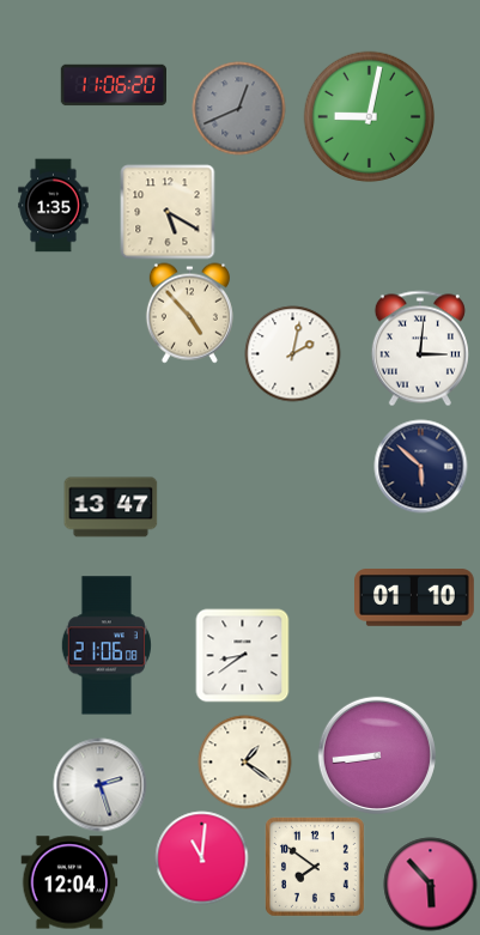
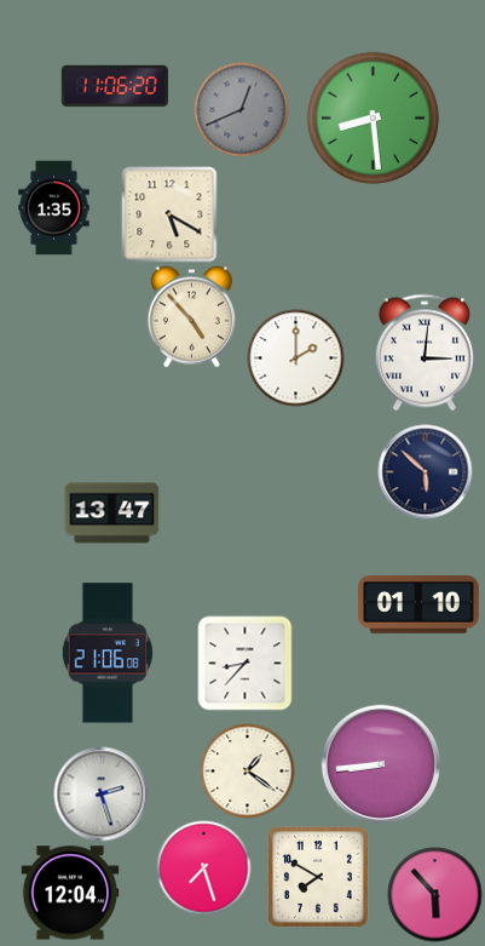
clock at (369, 116): 9:02 -> 8:29
clock at (292, 353): 2:02 -> 2:00
clock at (242, 655): 8:39 -> 8:37
clock at (201, 857): 11:01 -> 7:27
clock at (315, 867): 7:51 -> 7:50
